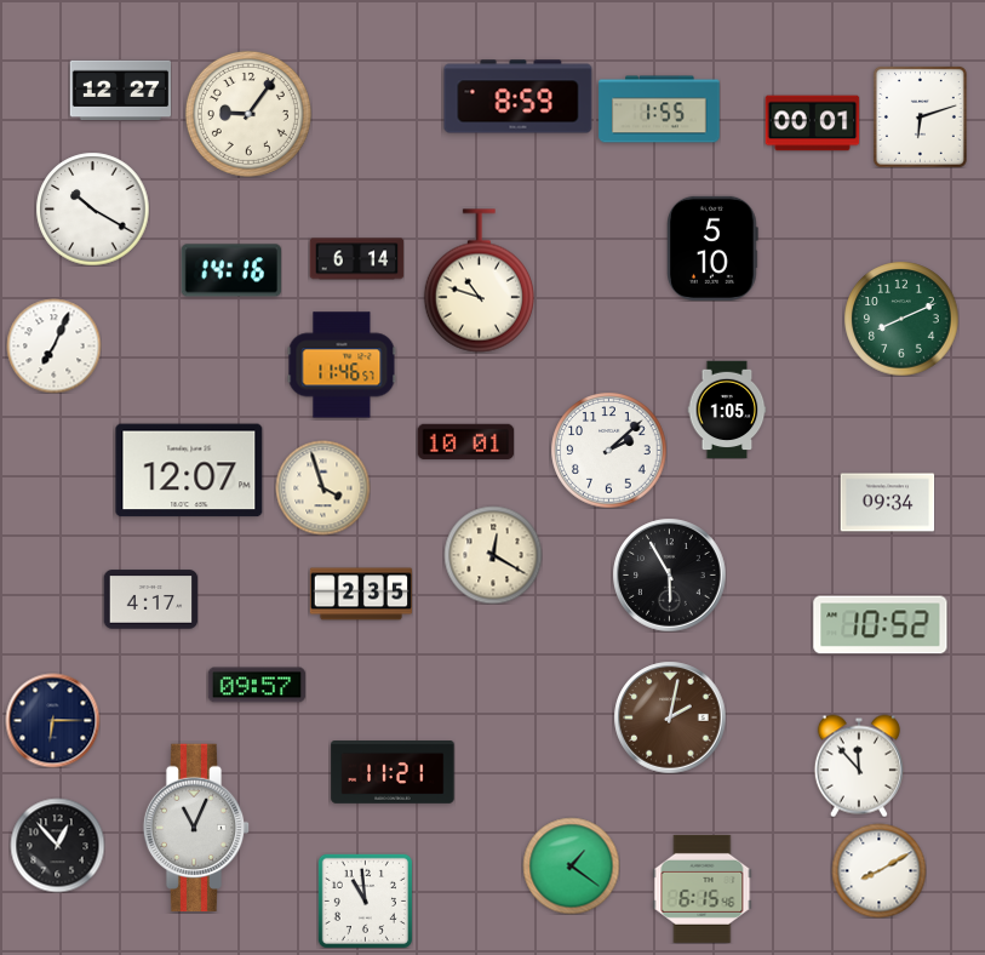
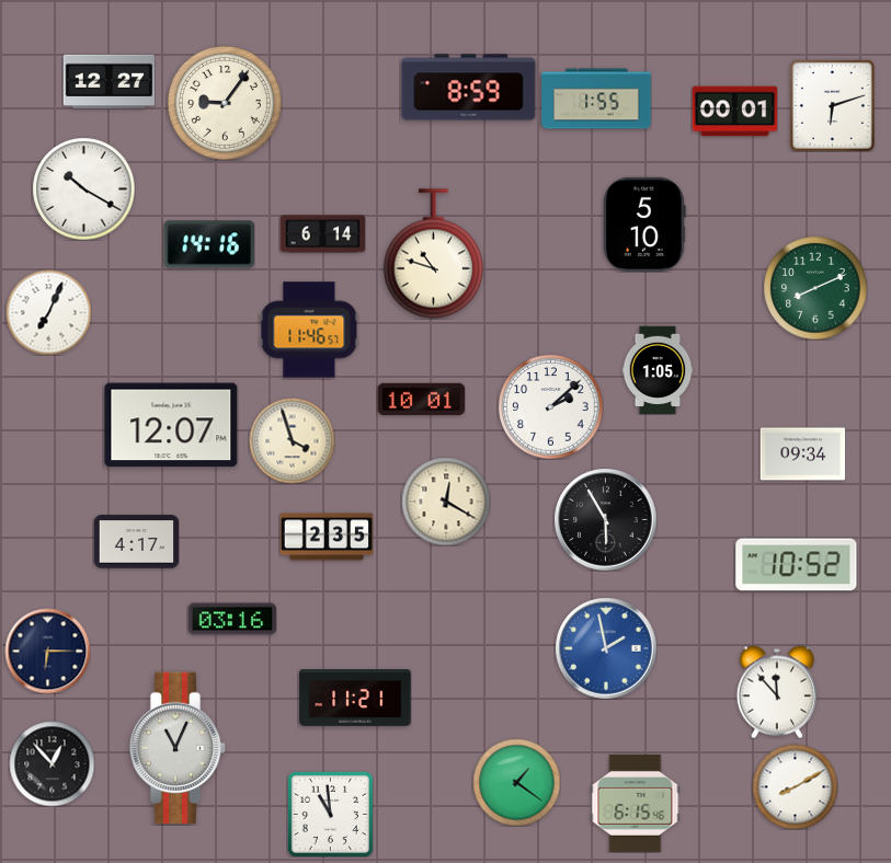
clock at (257, 685): 09:57 -> 03:16
clock at (670, 717): 2:02 -> 1:58
clock at (670, 717) dial: brown -> blue
